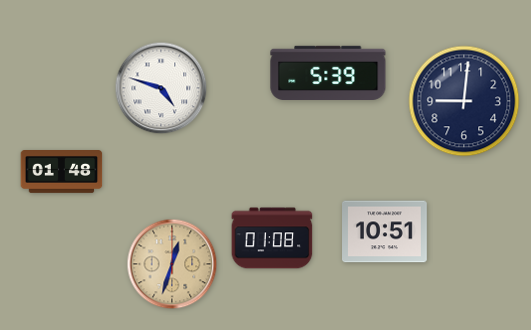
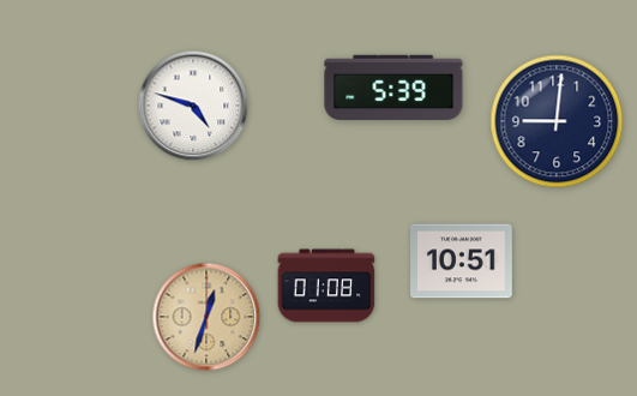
clock at (62, 172): 01:48 -> none
clock at (385, 232) position: (385, 232) -> (462, 262)
